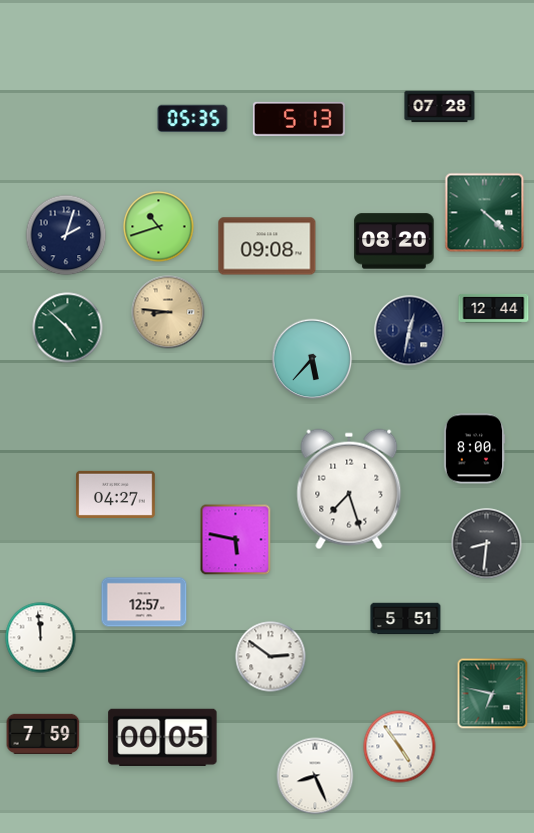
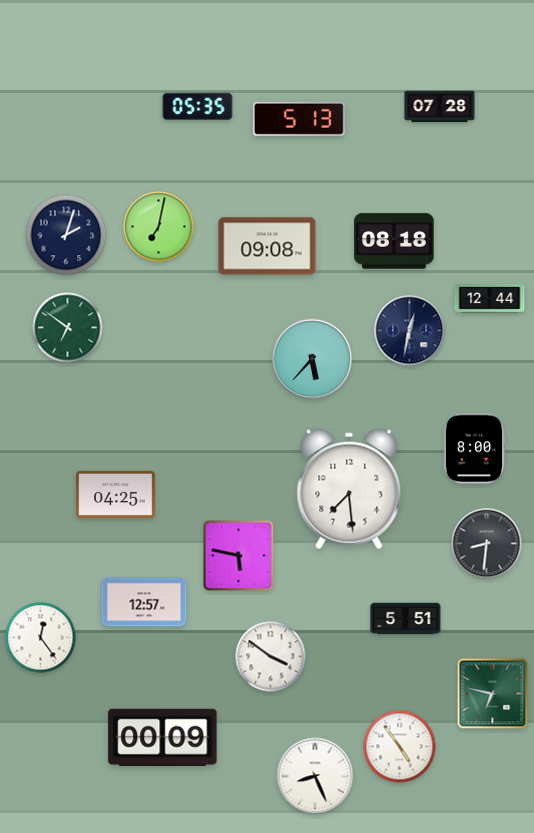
clock at (193, 118) position: (193, 118) -> (198, 106)
clock at (485, 213): 4:22 -> none
clock at (159, 227): 10:42 -> 7:02
clock at (394, 241): 08:20 -> 08:18
clock at (494, 308) position: (494, 308) -> (490, 298)
clock at (168, 312): 8:46 -> none
clock at (68, 328): 4:52 -> 6:51
clock at (349, 489): 7:27 -> 7:29
clock at (116, 494): 04:27 -> 04:25
clock at (236, 540) position: (236, 540) -> (239, 556)
clock at (41, 638): 11:59 -> 12:24
clock at (271, 657): 2:51 -> 3:51
clock at (43, 734): 7:59 -> none
clock at (163, 737): 00:05 -> 00:09
